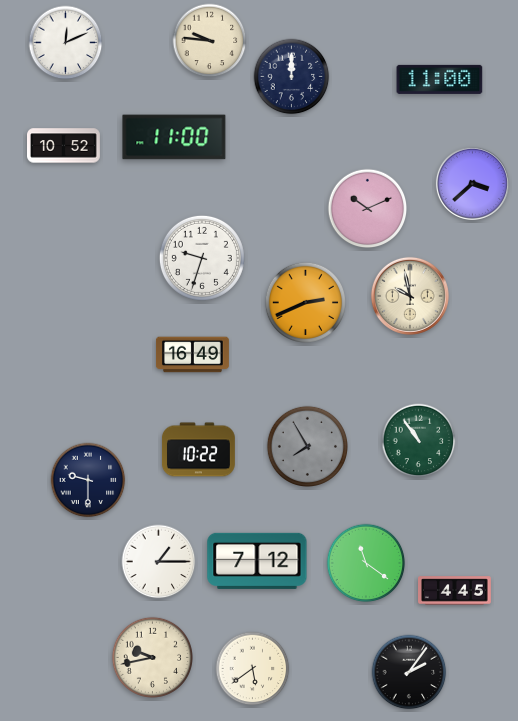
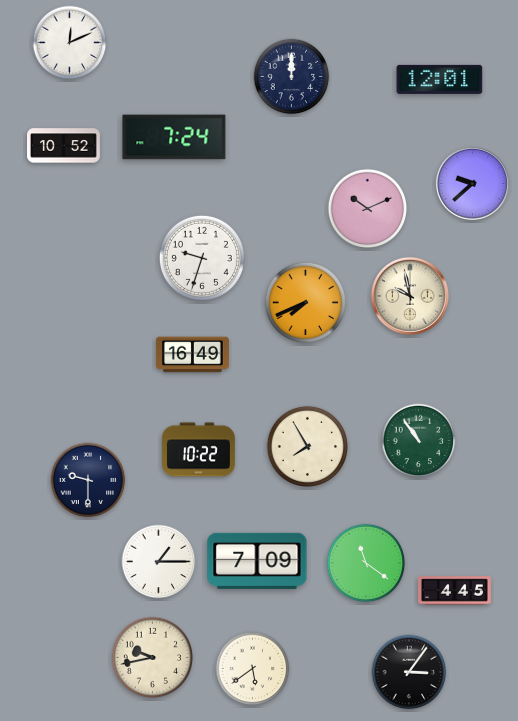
clock at (210, 41): 9:46 -> none
clock at (66, 43) position: (66, 43) -> (70, 43)
clock at (440, 79): 11:00 -> 12:01
clock at (174, 137): 11:00 -> 7:24
clock at (472, 183): 3:38 -> 9:38
clock at (305, 302): 2:41 -> 7:41
clock at (307, 446) dial: grey -> cream
clock at (257, 561): 7:12 -> 7:09
clock at (409, 672): 2:06 -> 3:06
